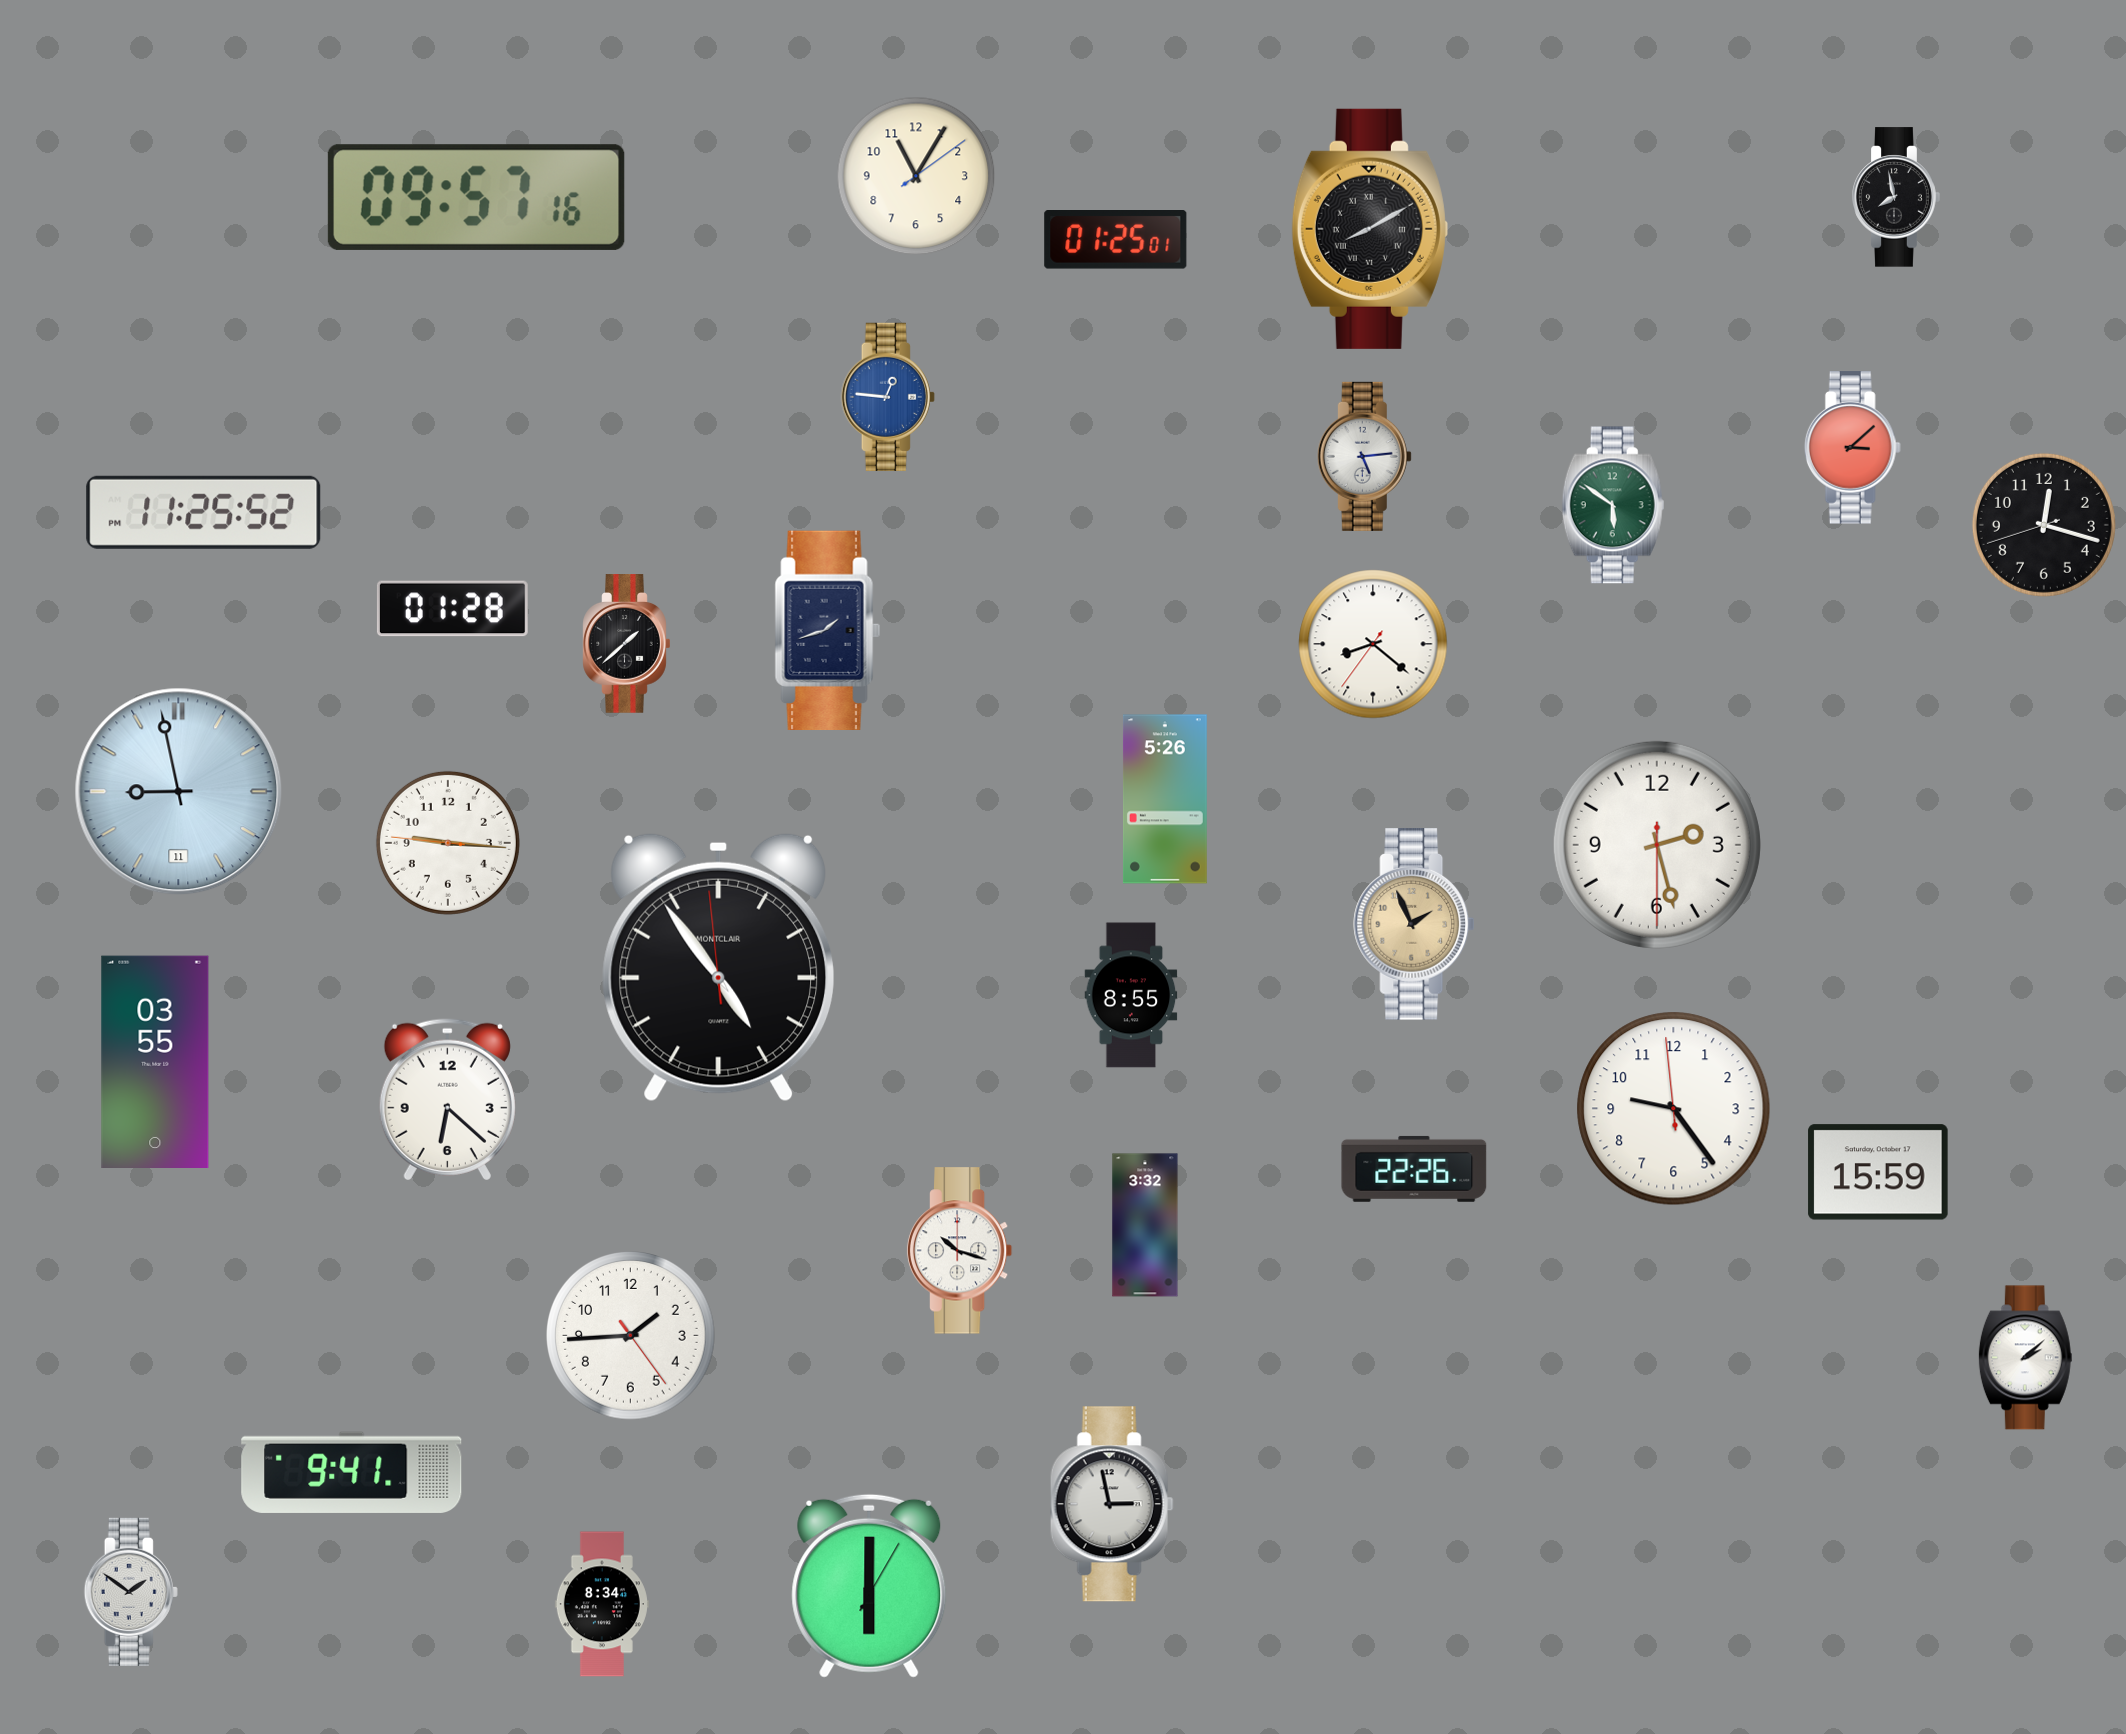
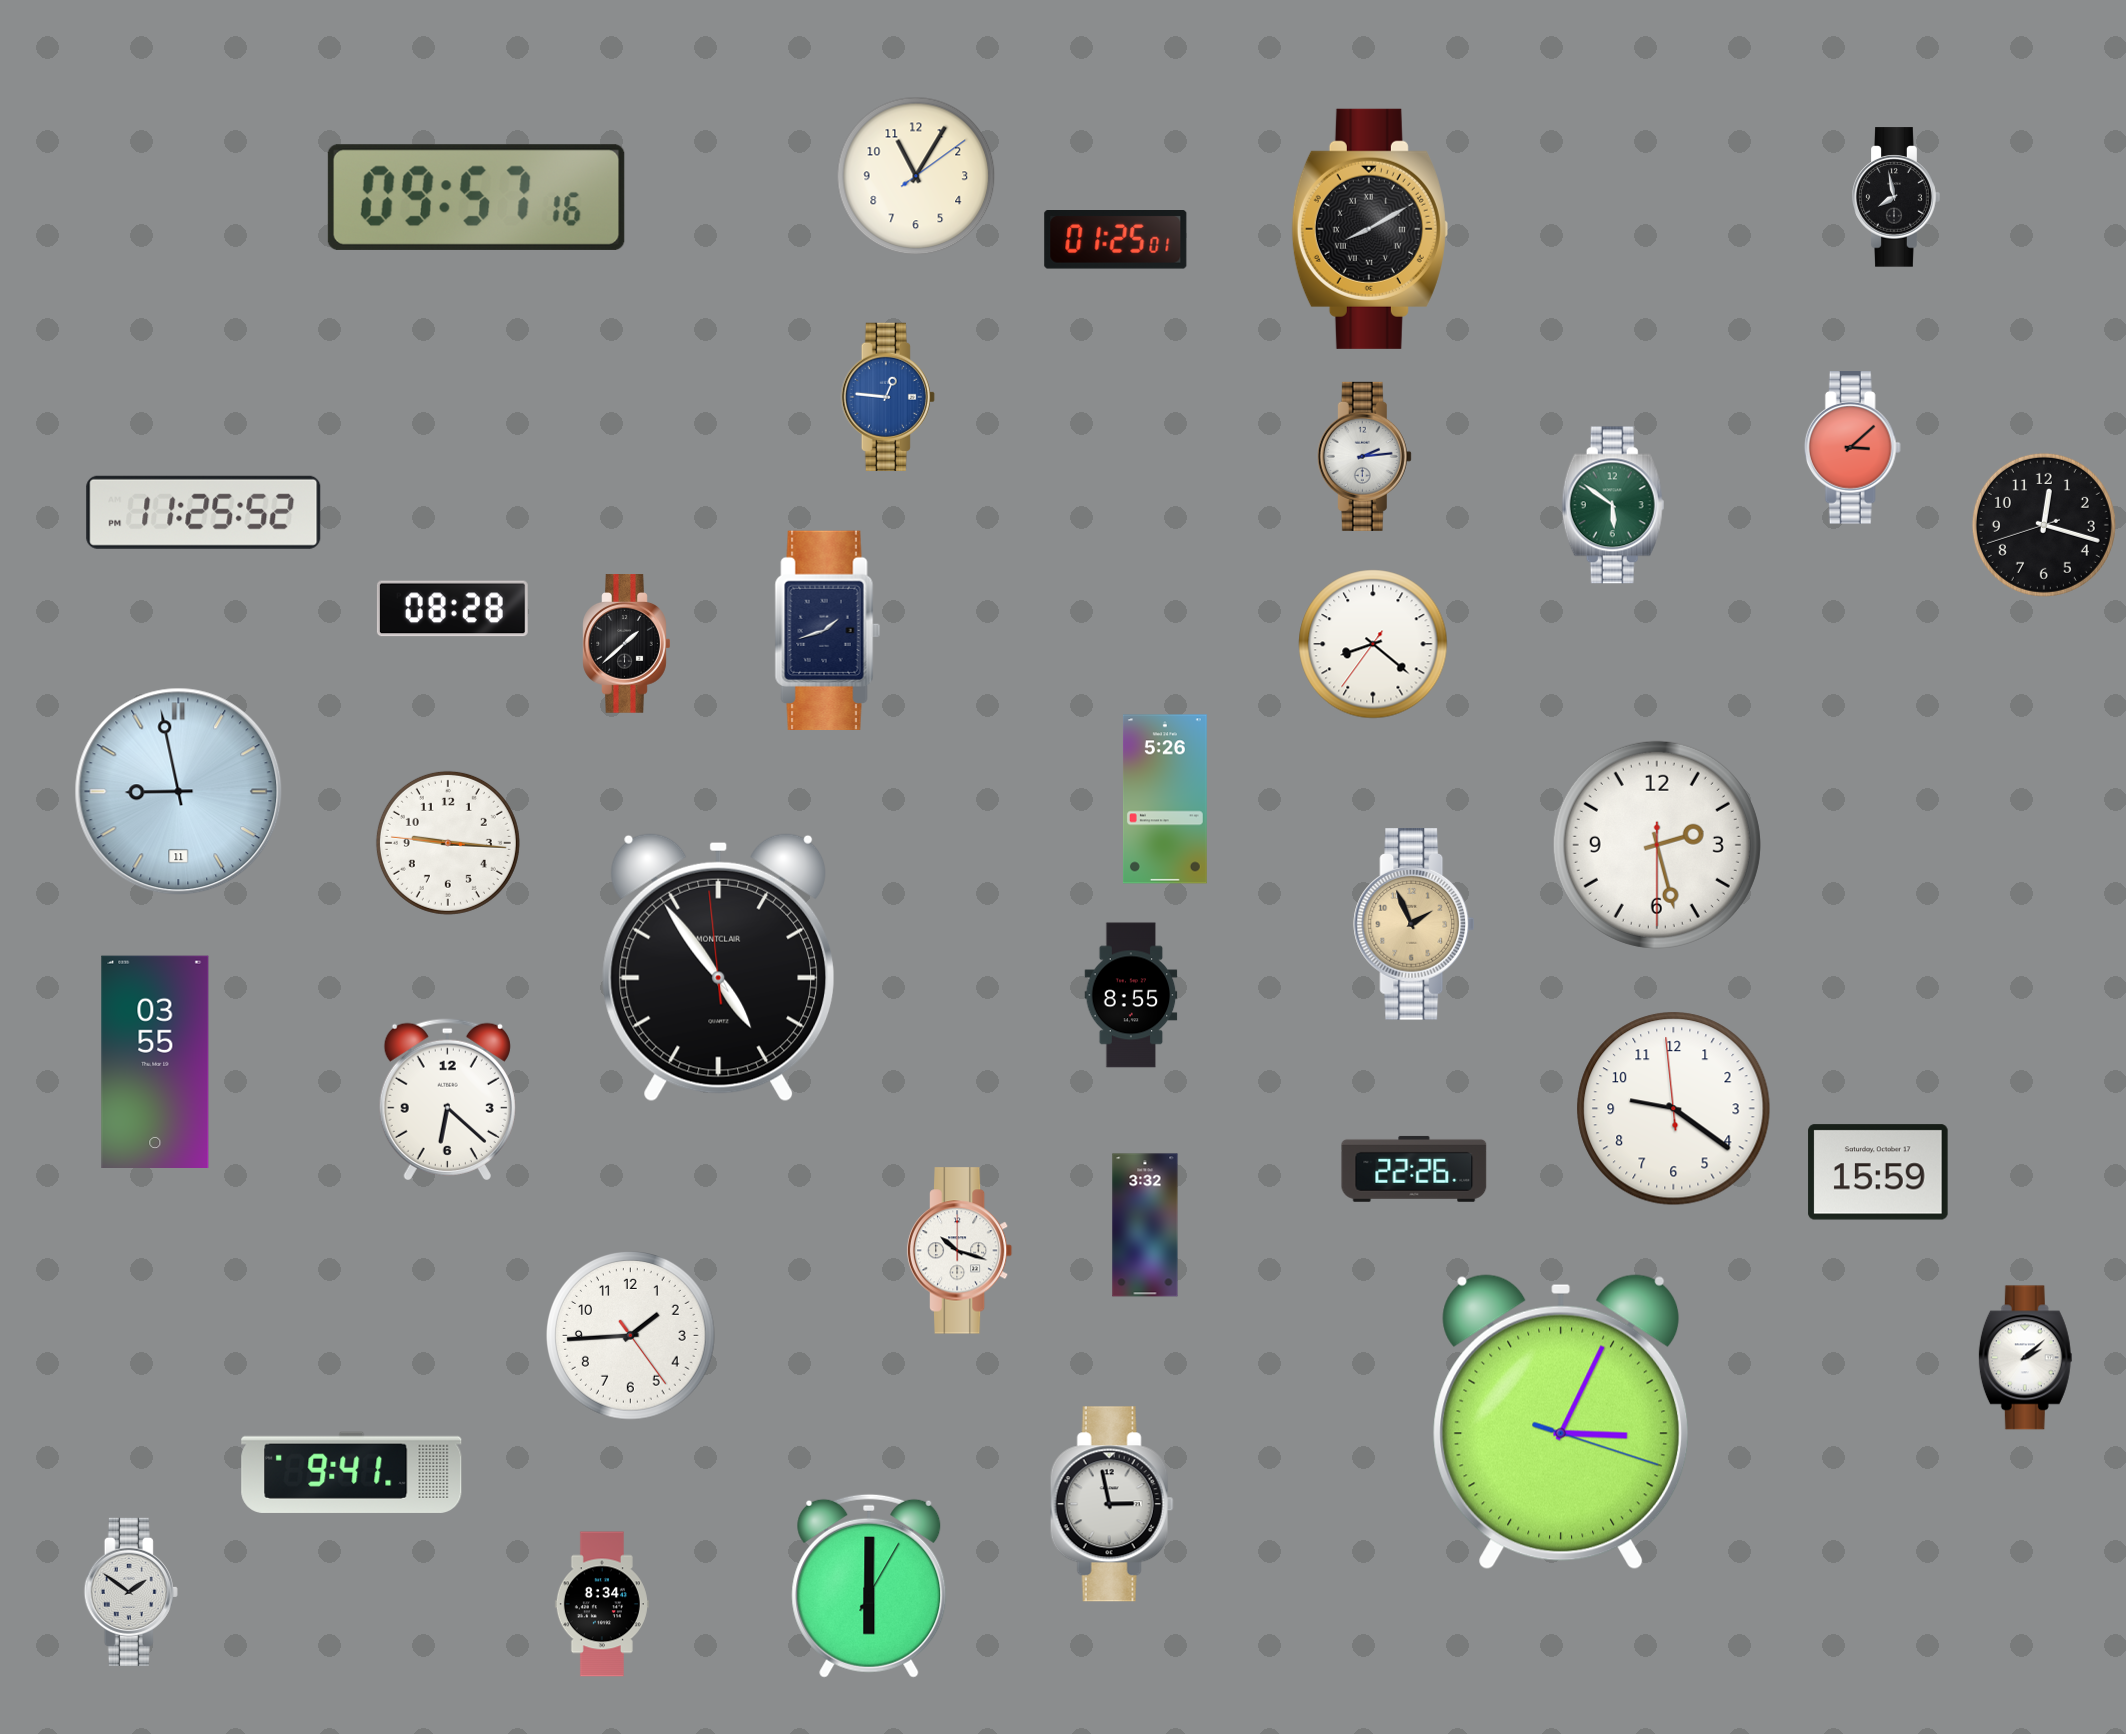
clock at (1364, 456): 5:14 -> 2:14
clock at (452, 609): 01:28 -> 08:28
clock at (1674, 1109): 9:23 -> 9:20
clock at (1561, 1422): none -> 3:04
